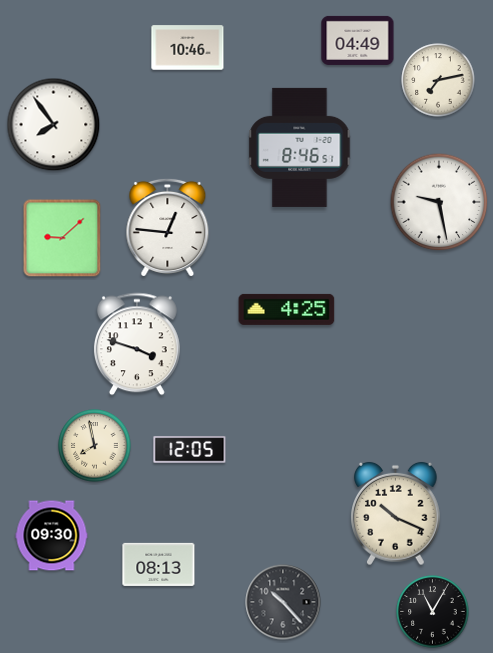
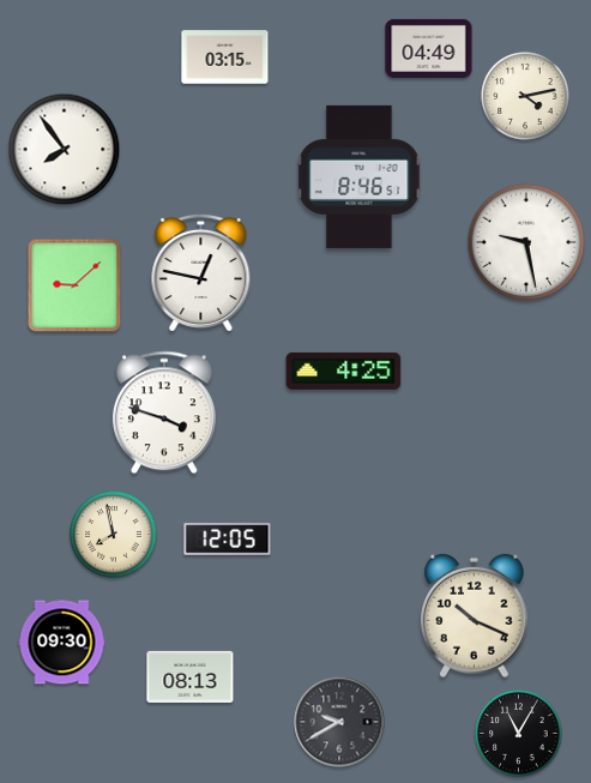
clock at (188, 48): 10:46 -> 03:15
clock at (438, 80): 7:13 -> 4:13
clock at (168, 227): 12:46 -> 12:47
clock at (283, 602): 10:23 -> 9:40
